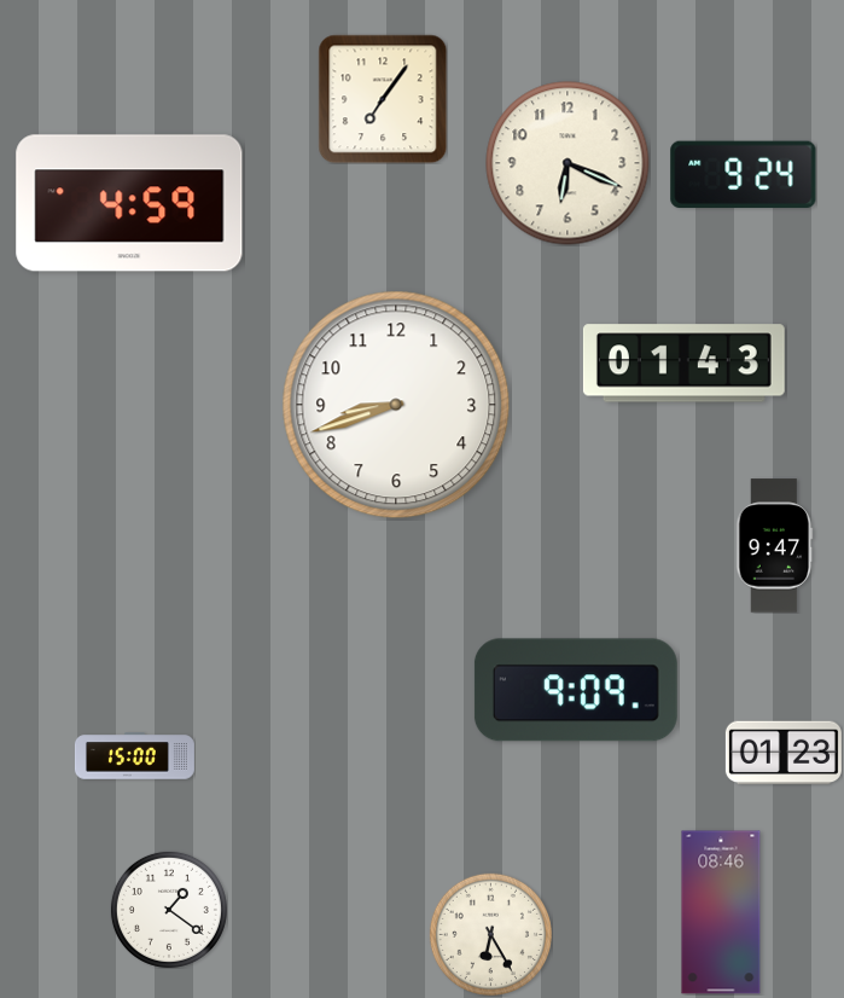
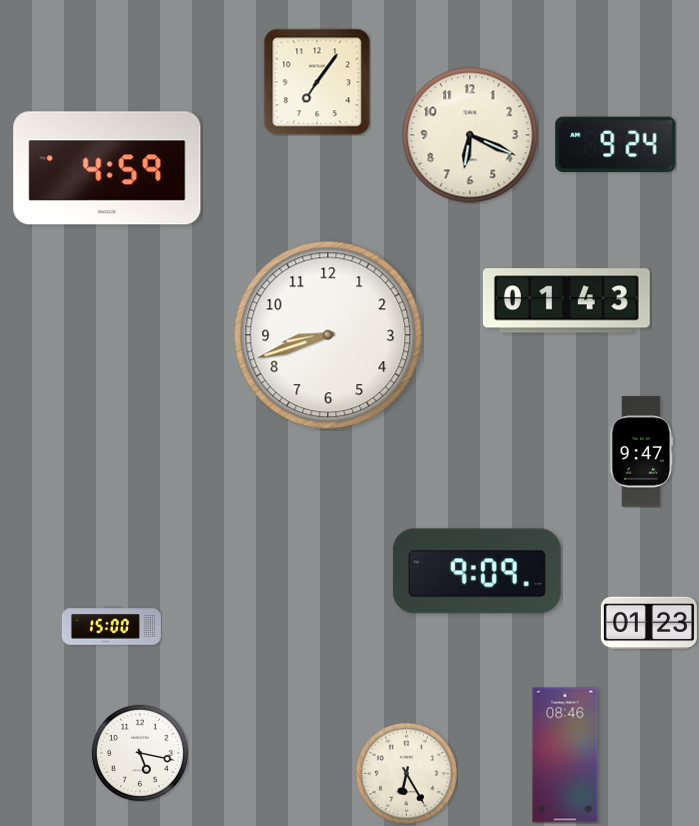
clock at (169, 910): 1:21 -> 5:17
clock at (721, 912) position: (721, 912) -> (565, 755)
